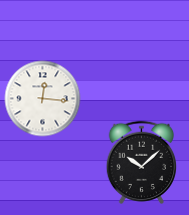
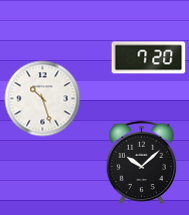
clock at (149, 58): none -> 7:20
clock at (43, 99): 12:16 -> 10:27
